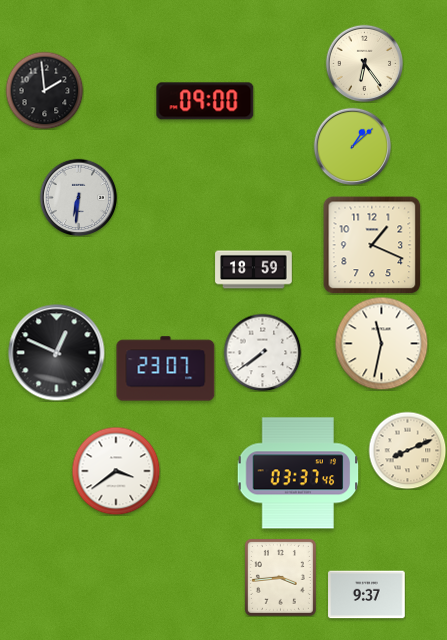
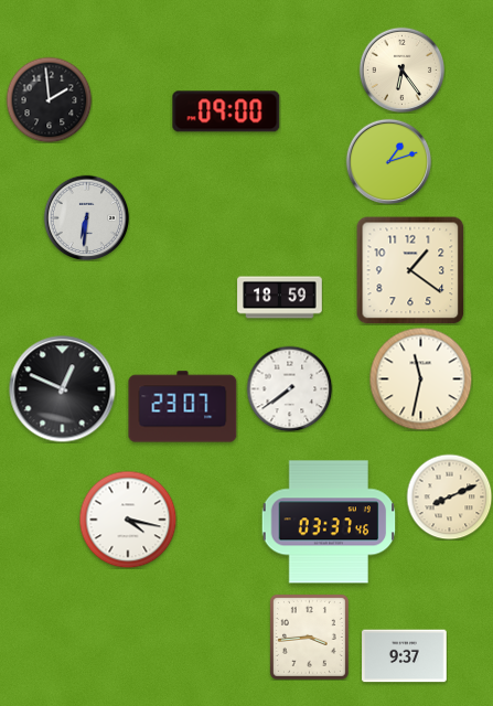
clock at (352, 146): 1:08 -> 1:12
clock at (372, 245): 1:19 -> 1:21
clock at (116, 471): 3:39 -> 4:17
